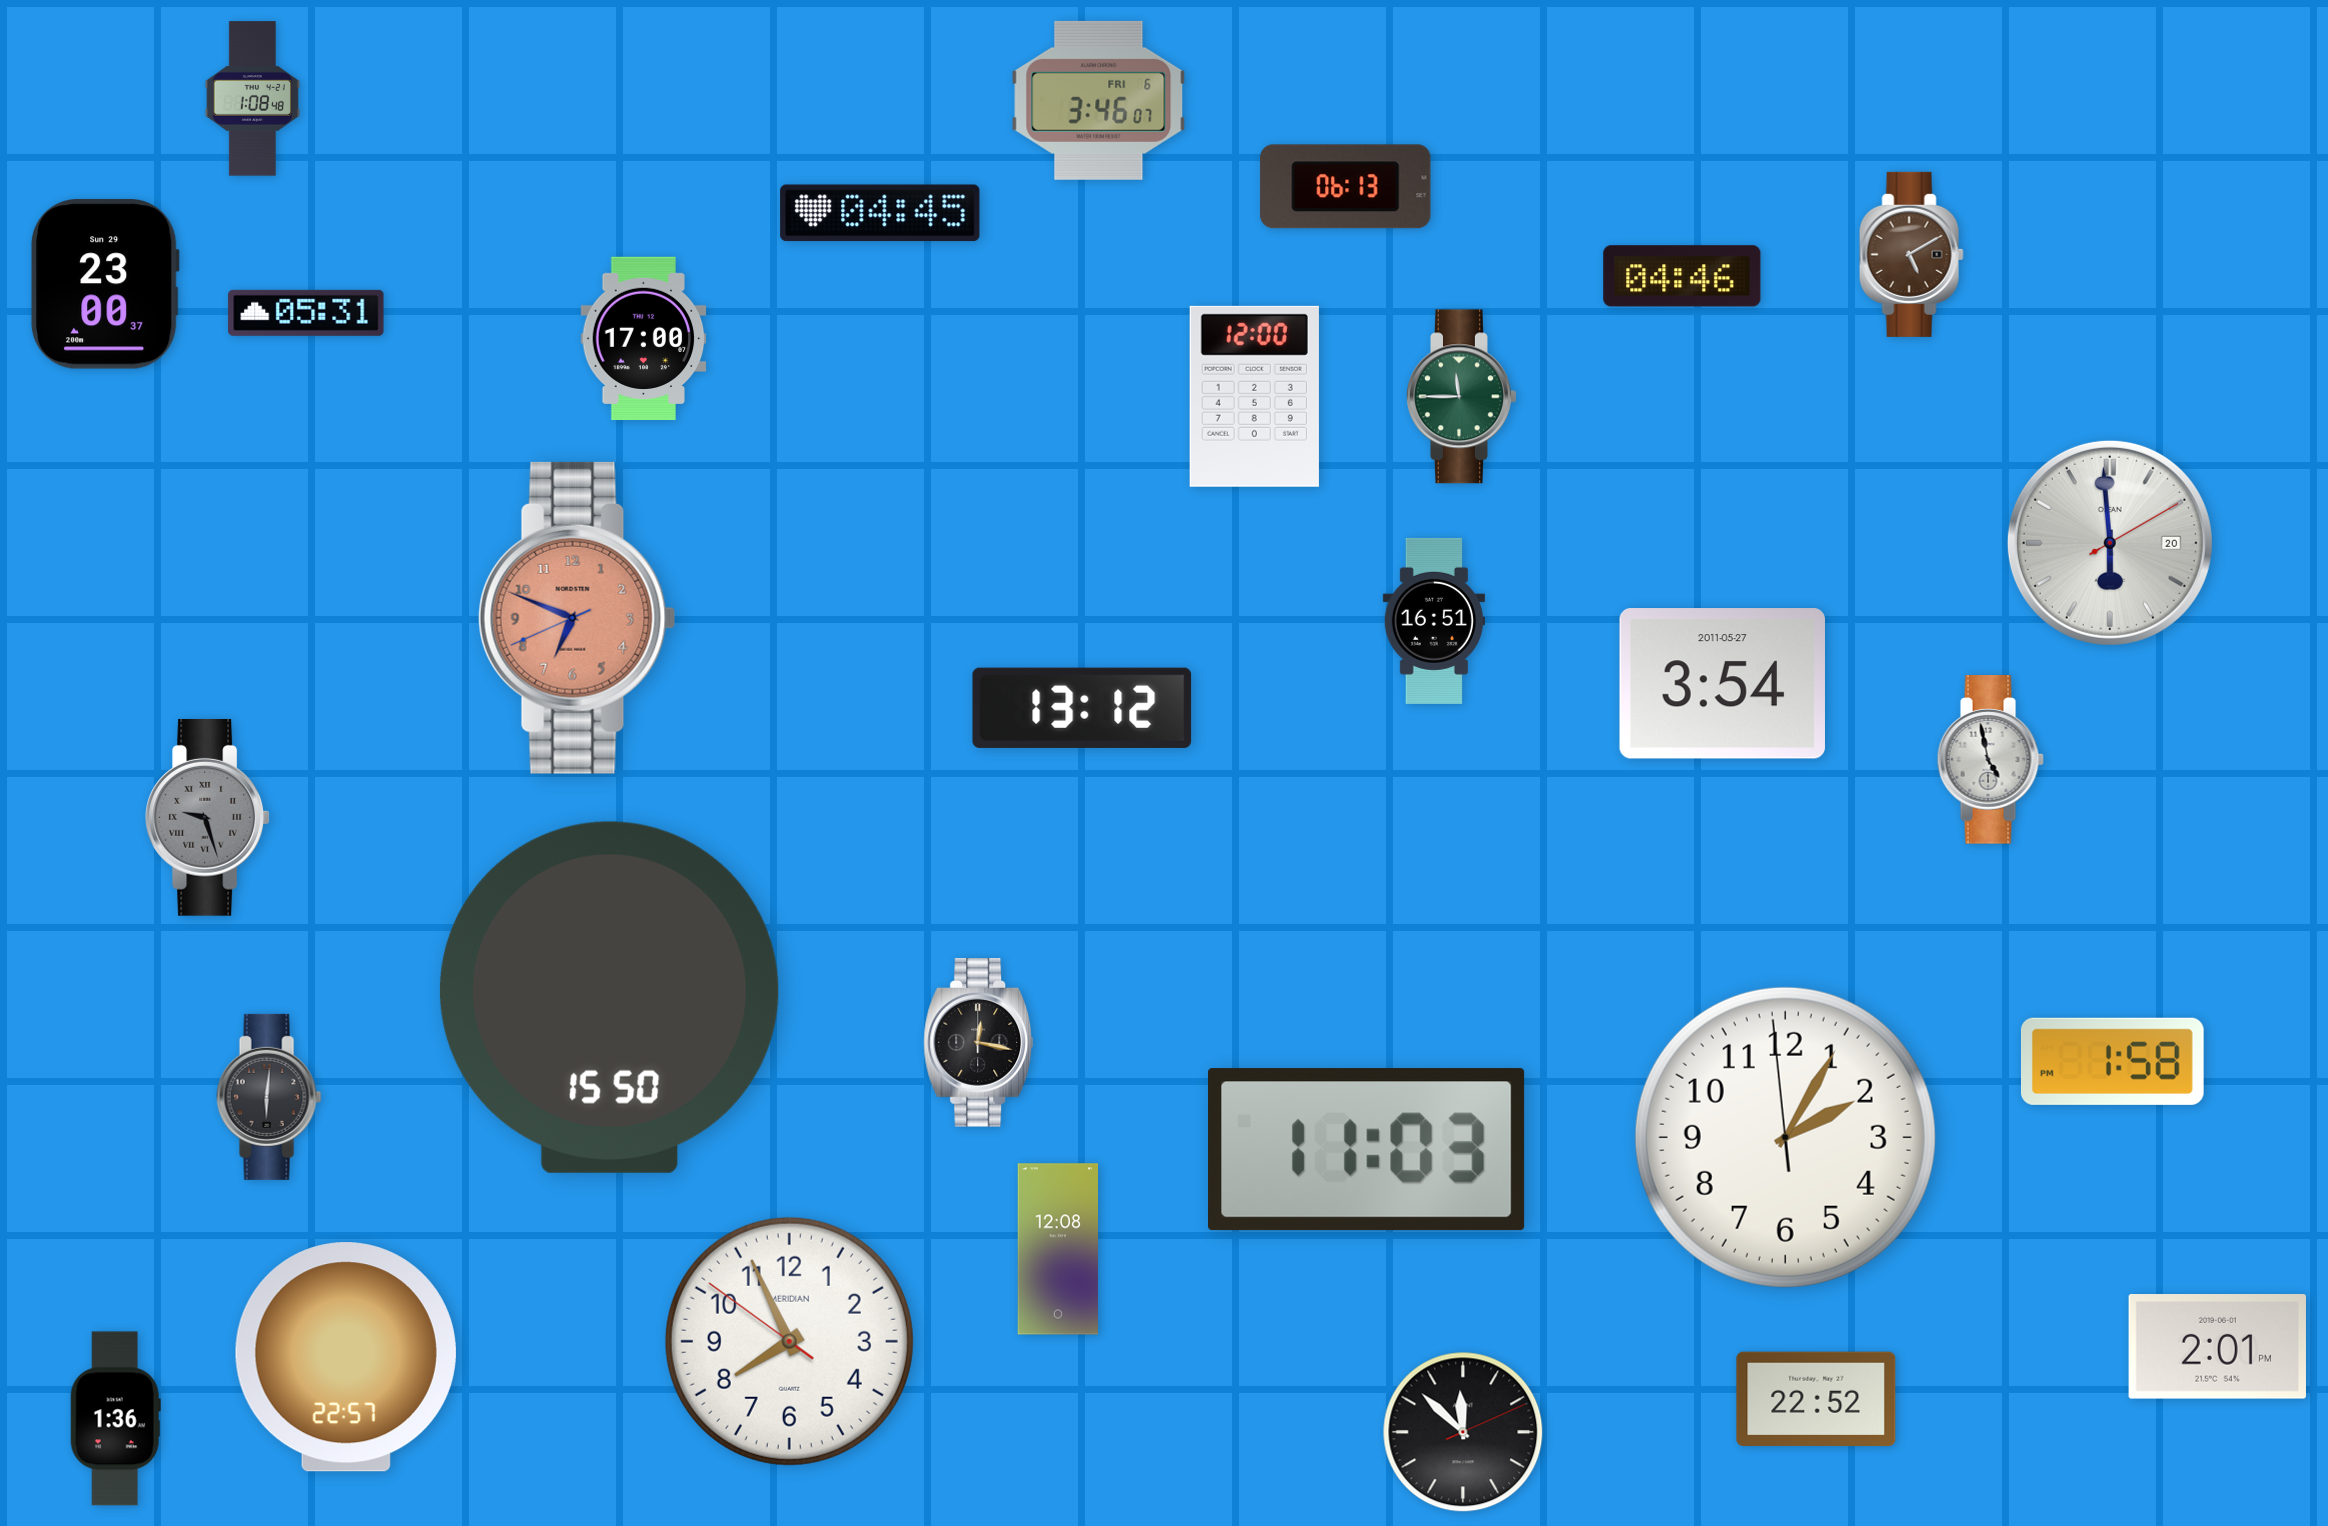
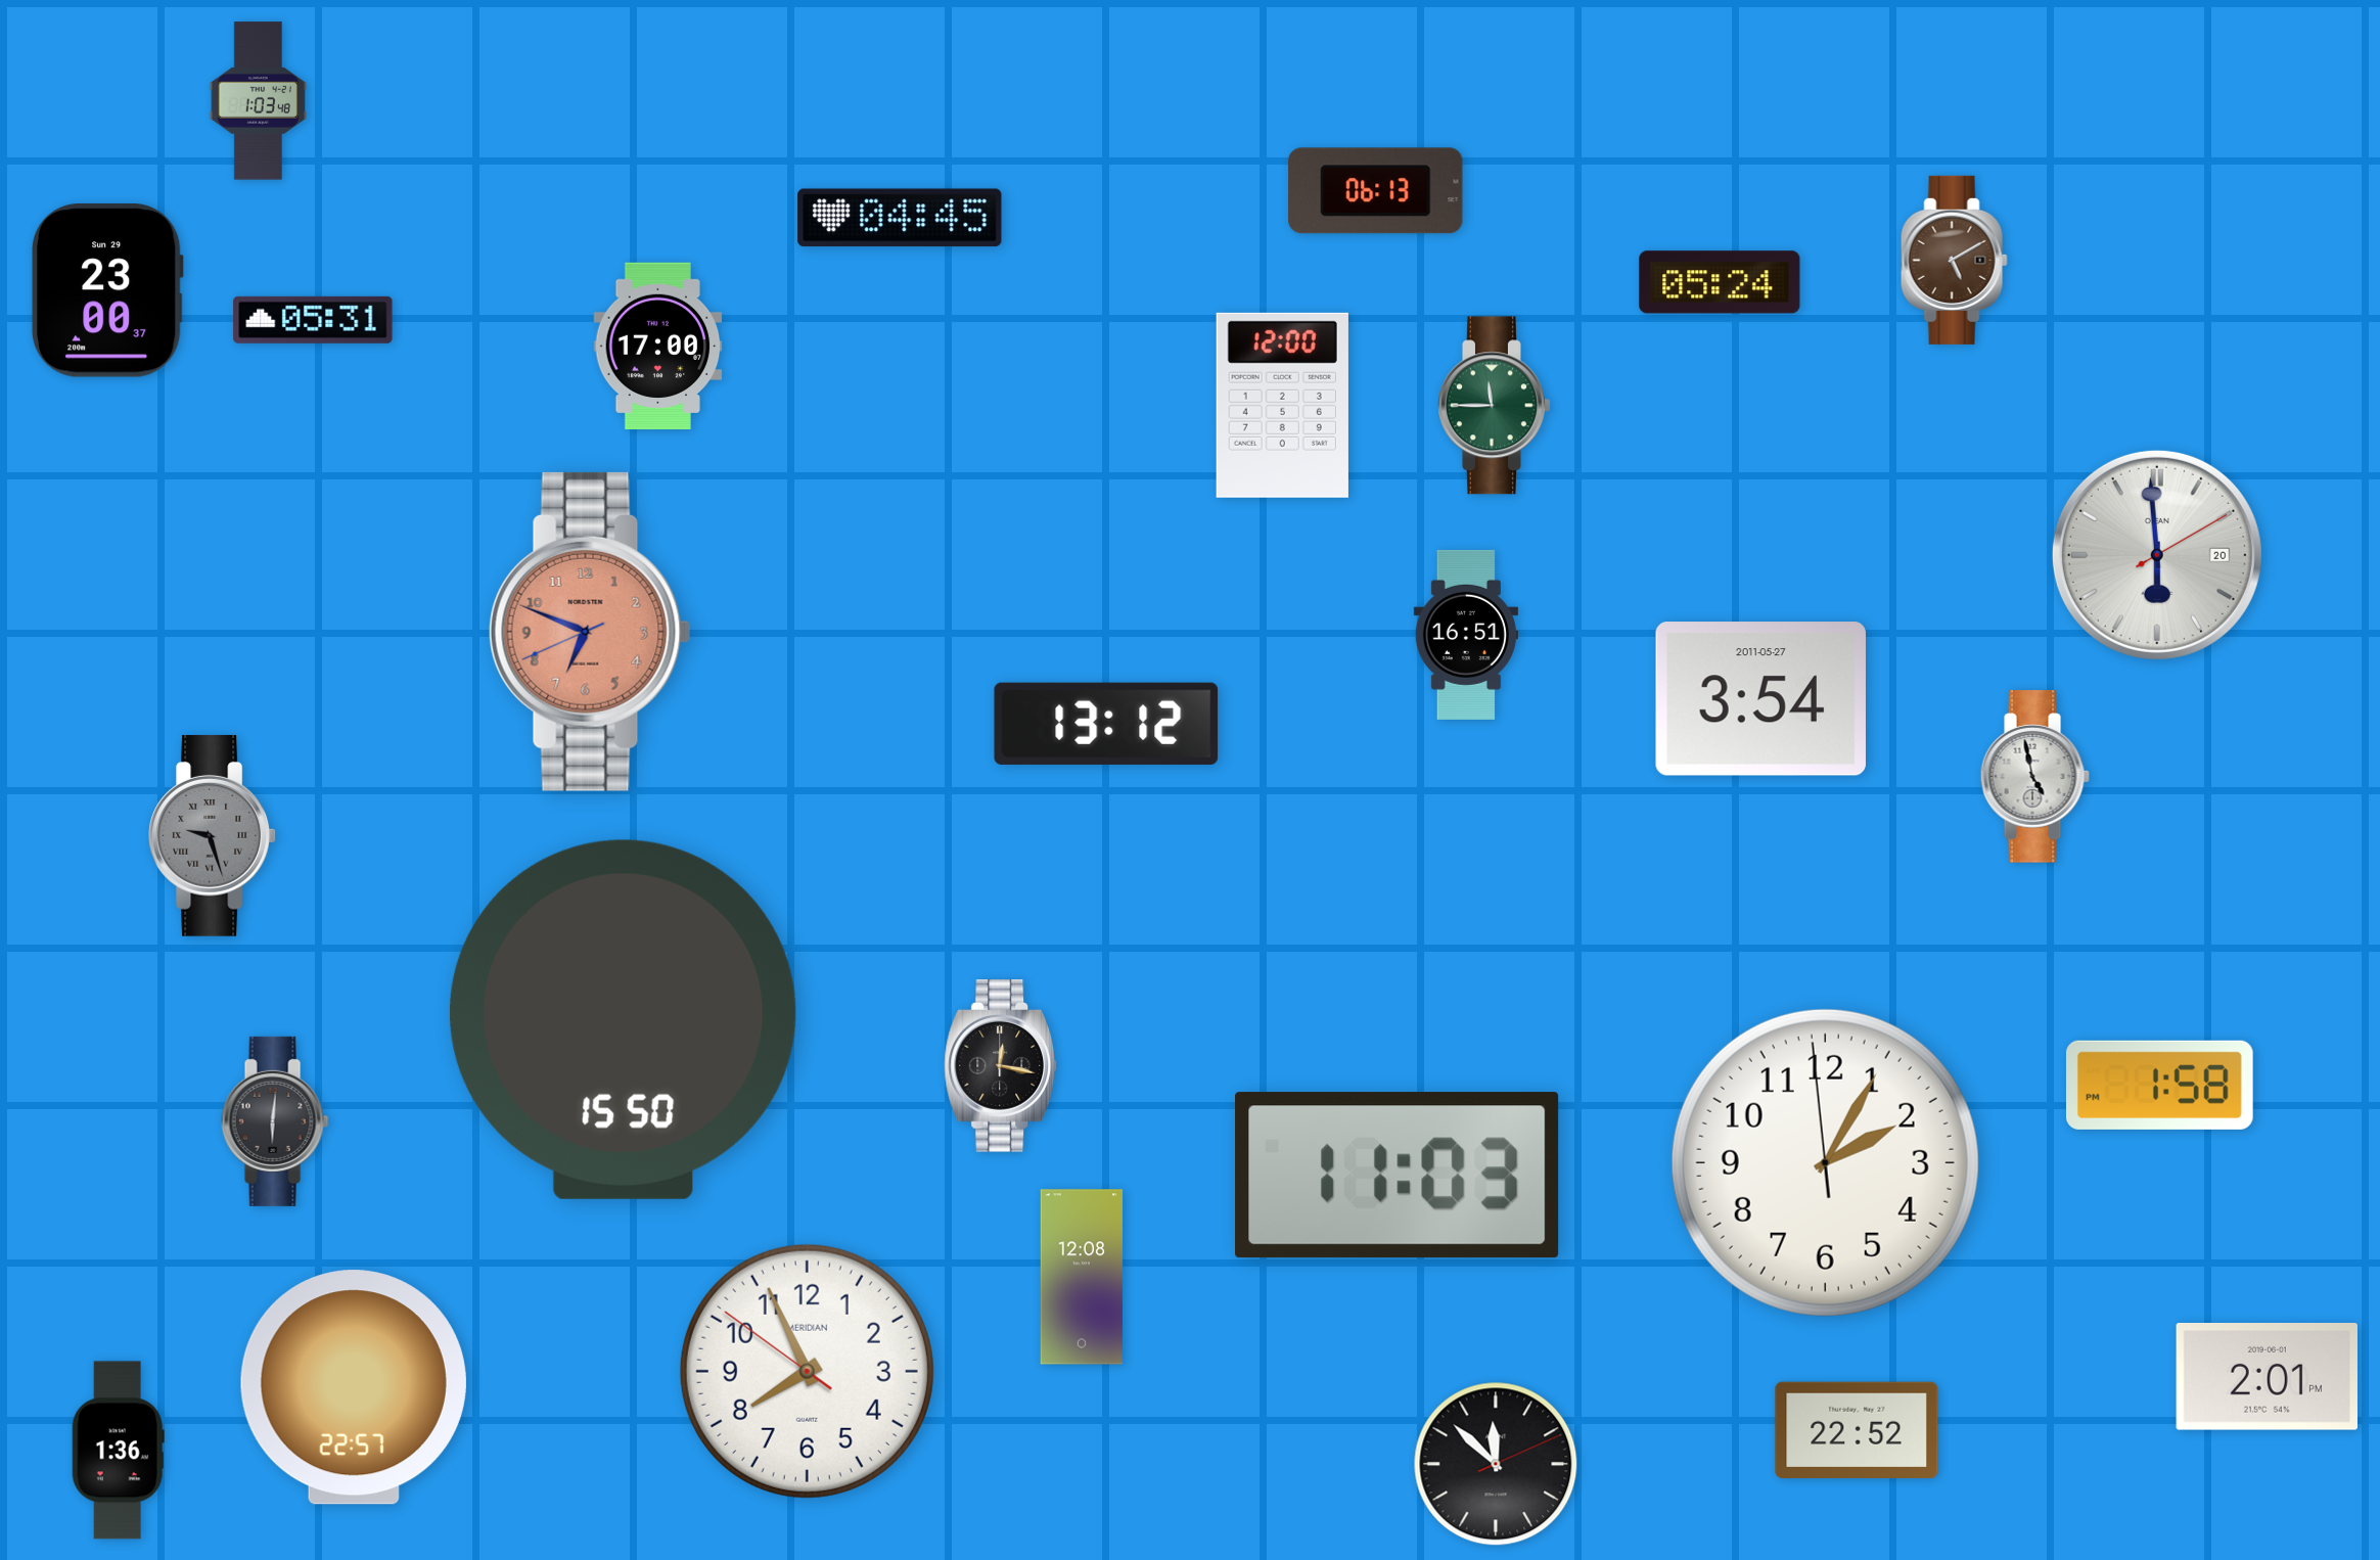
clock at (252, 99): 1:08 -> 1:03
clock at (1099, 100): 3:46 -> none
clock at (1682, 276): 04:46 -> 05:24
